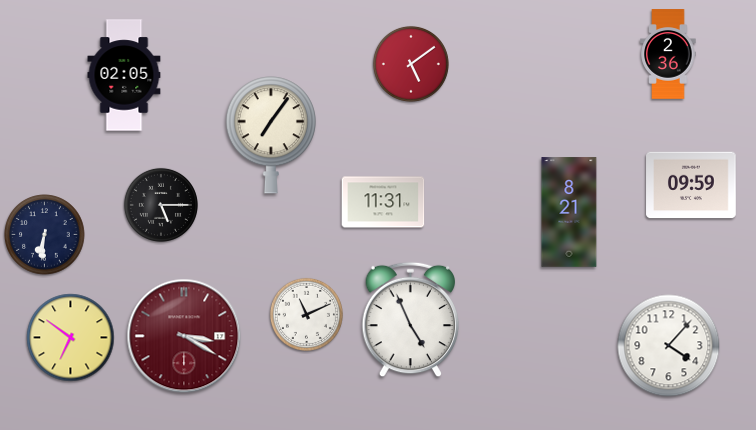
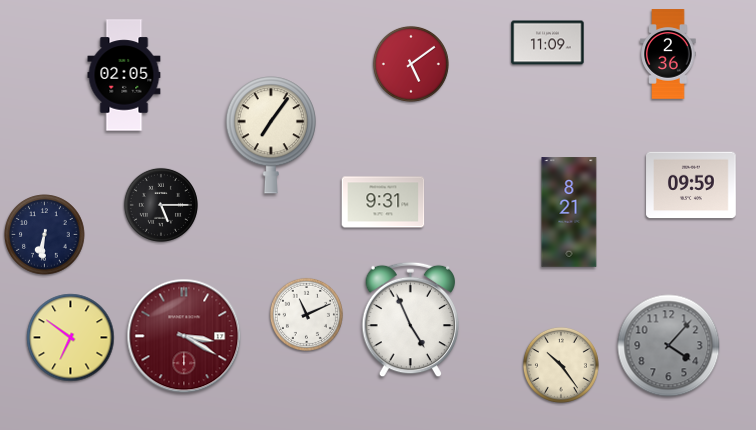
clock at (548, 43): none -> 11:09
clock at (383, 202): 11:31 -> 9:31
clock at (669, 346) dial: white -> grey
clock at (561, 365): none -> 10:24
